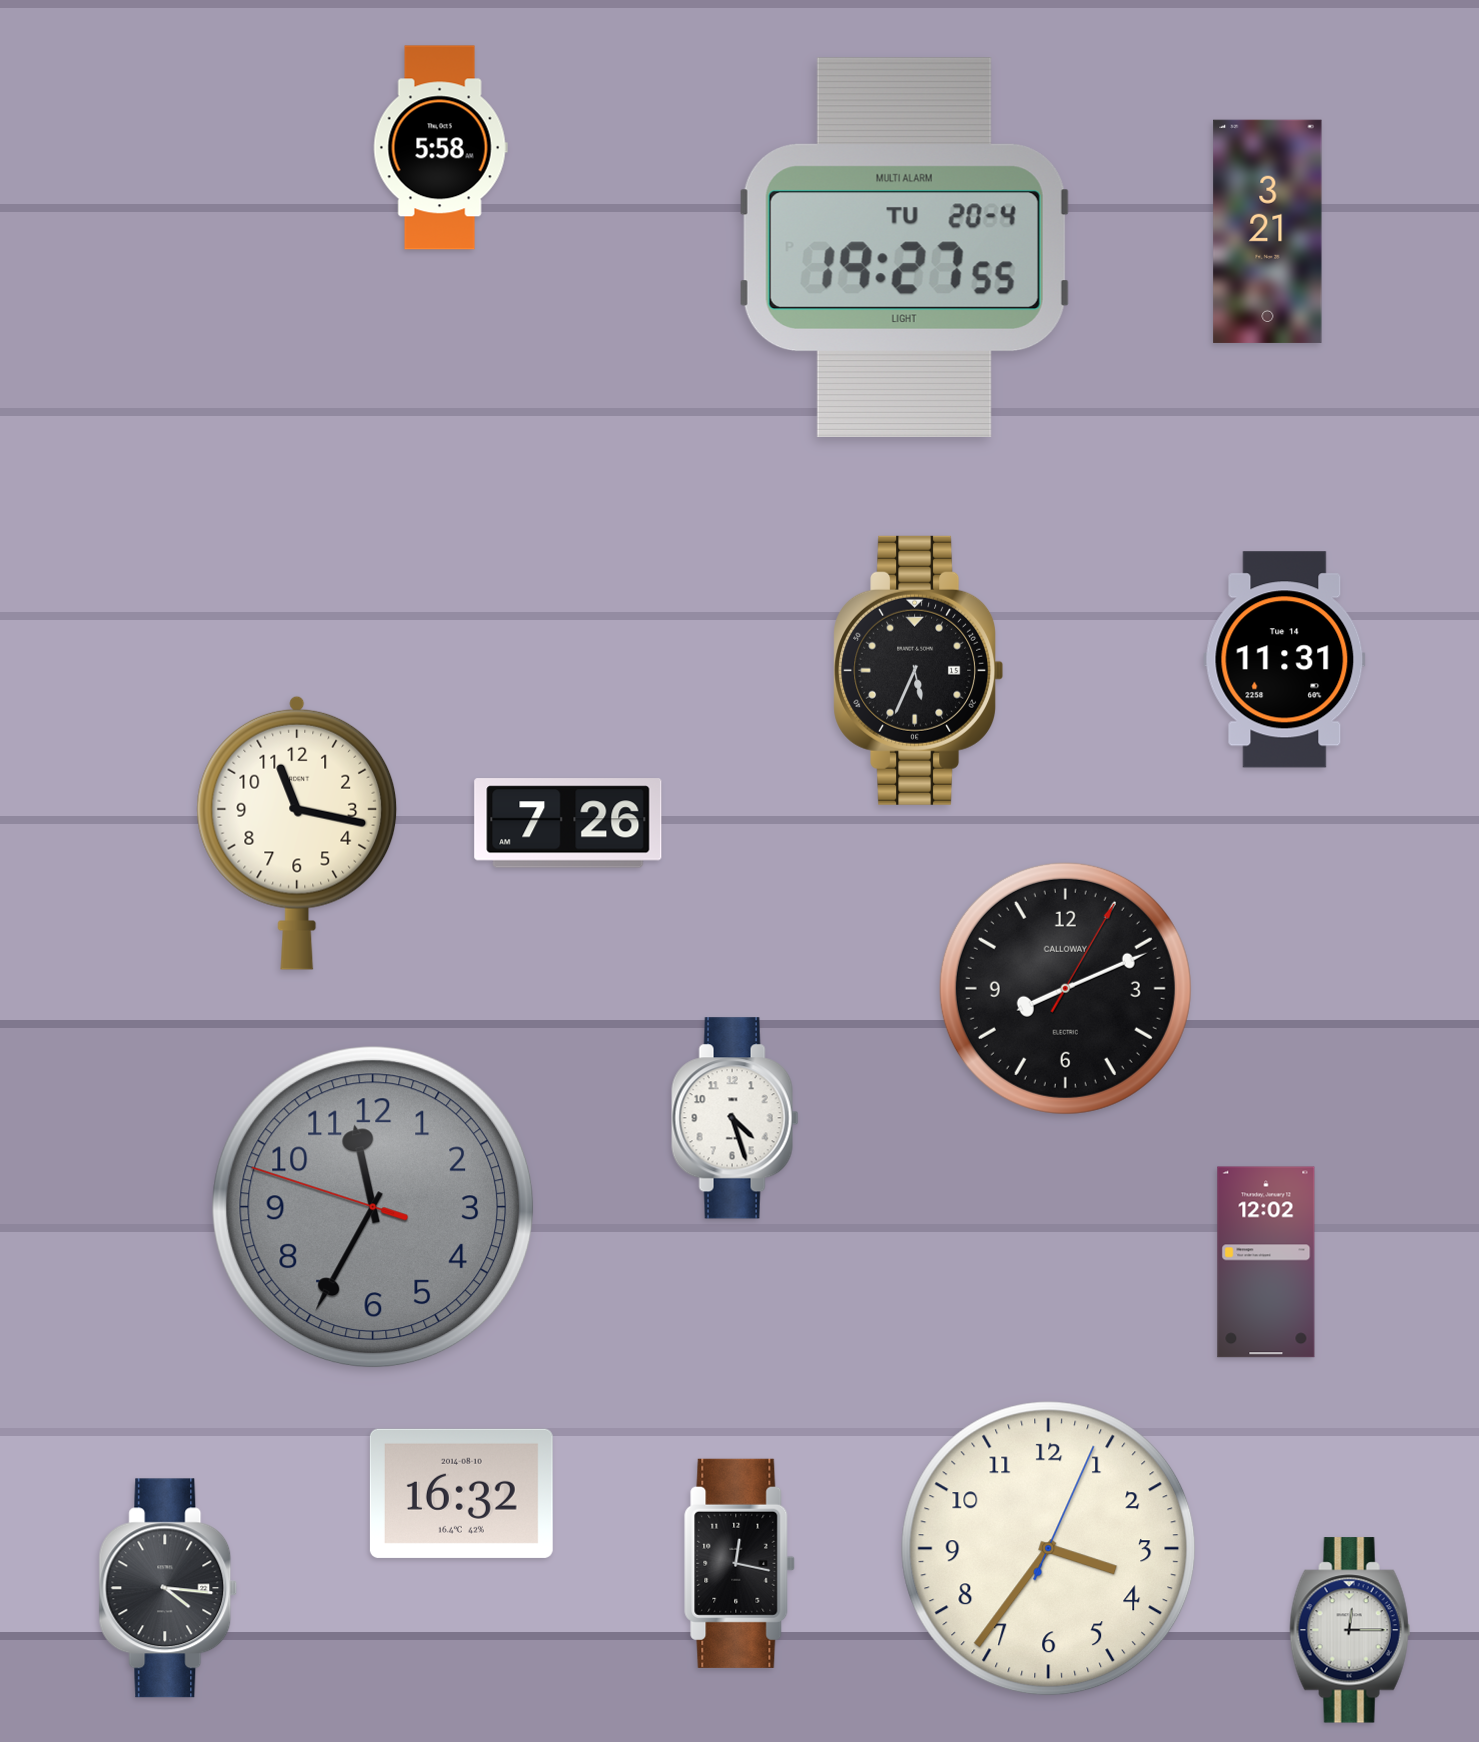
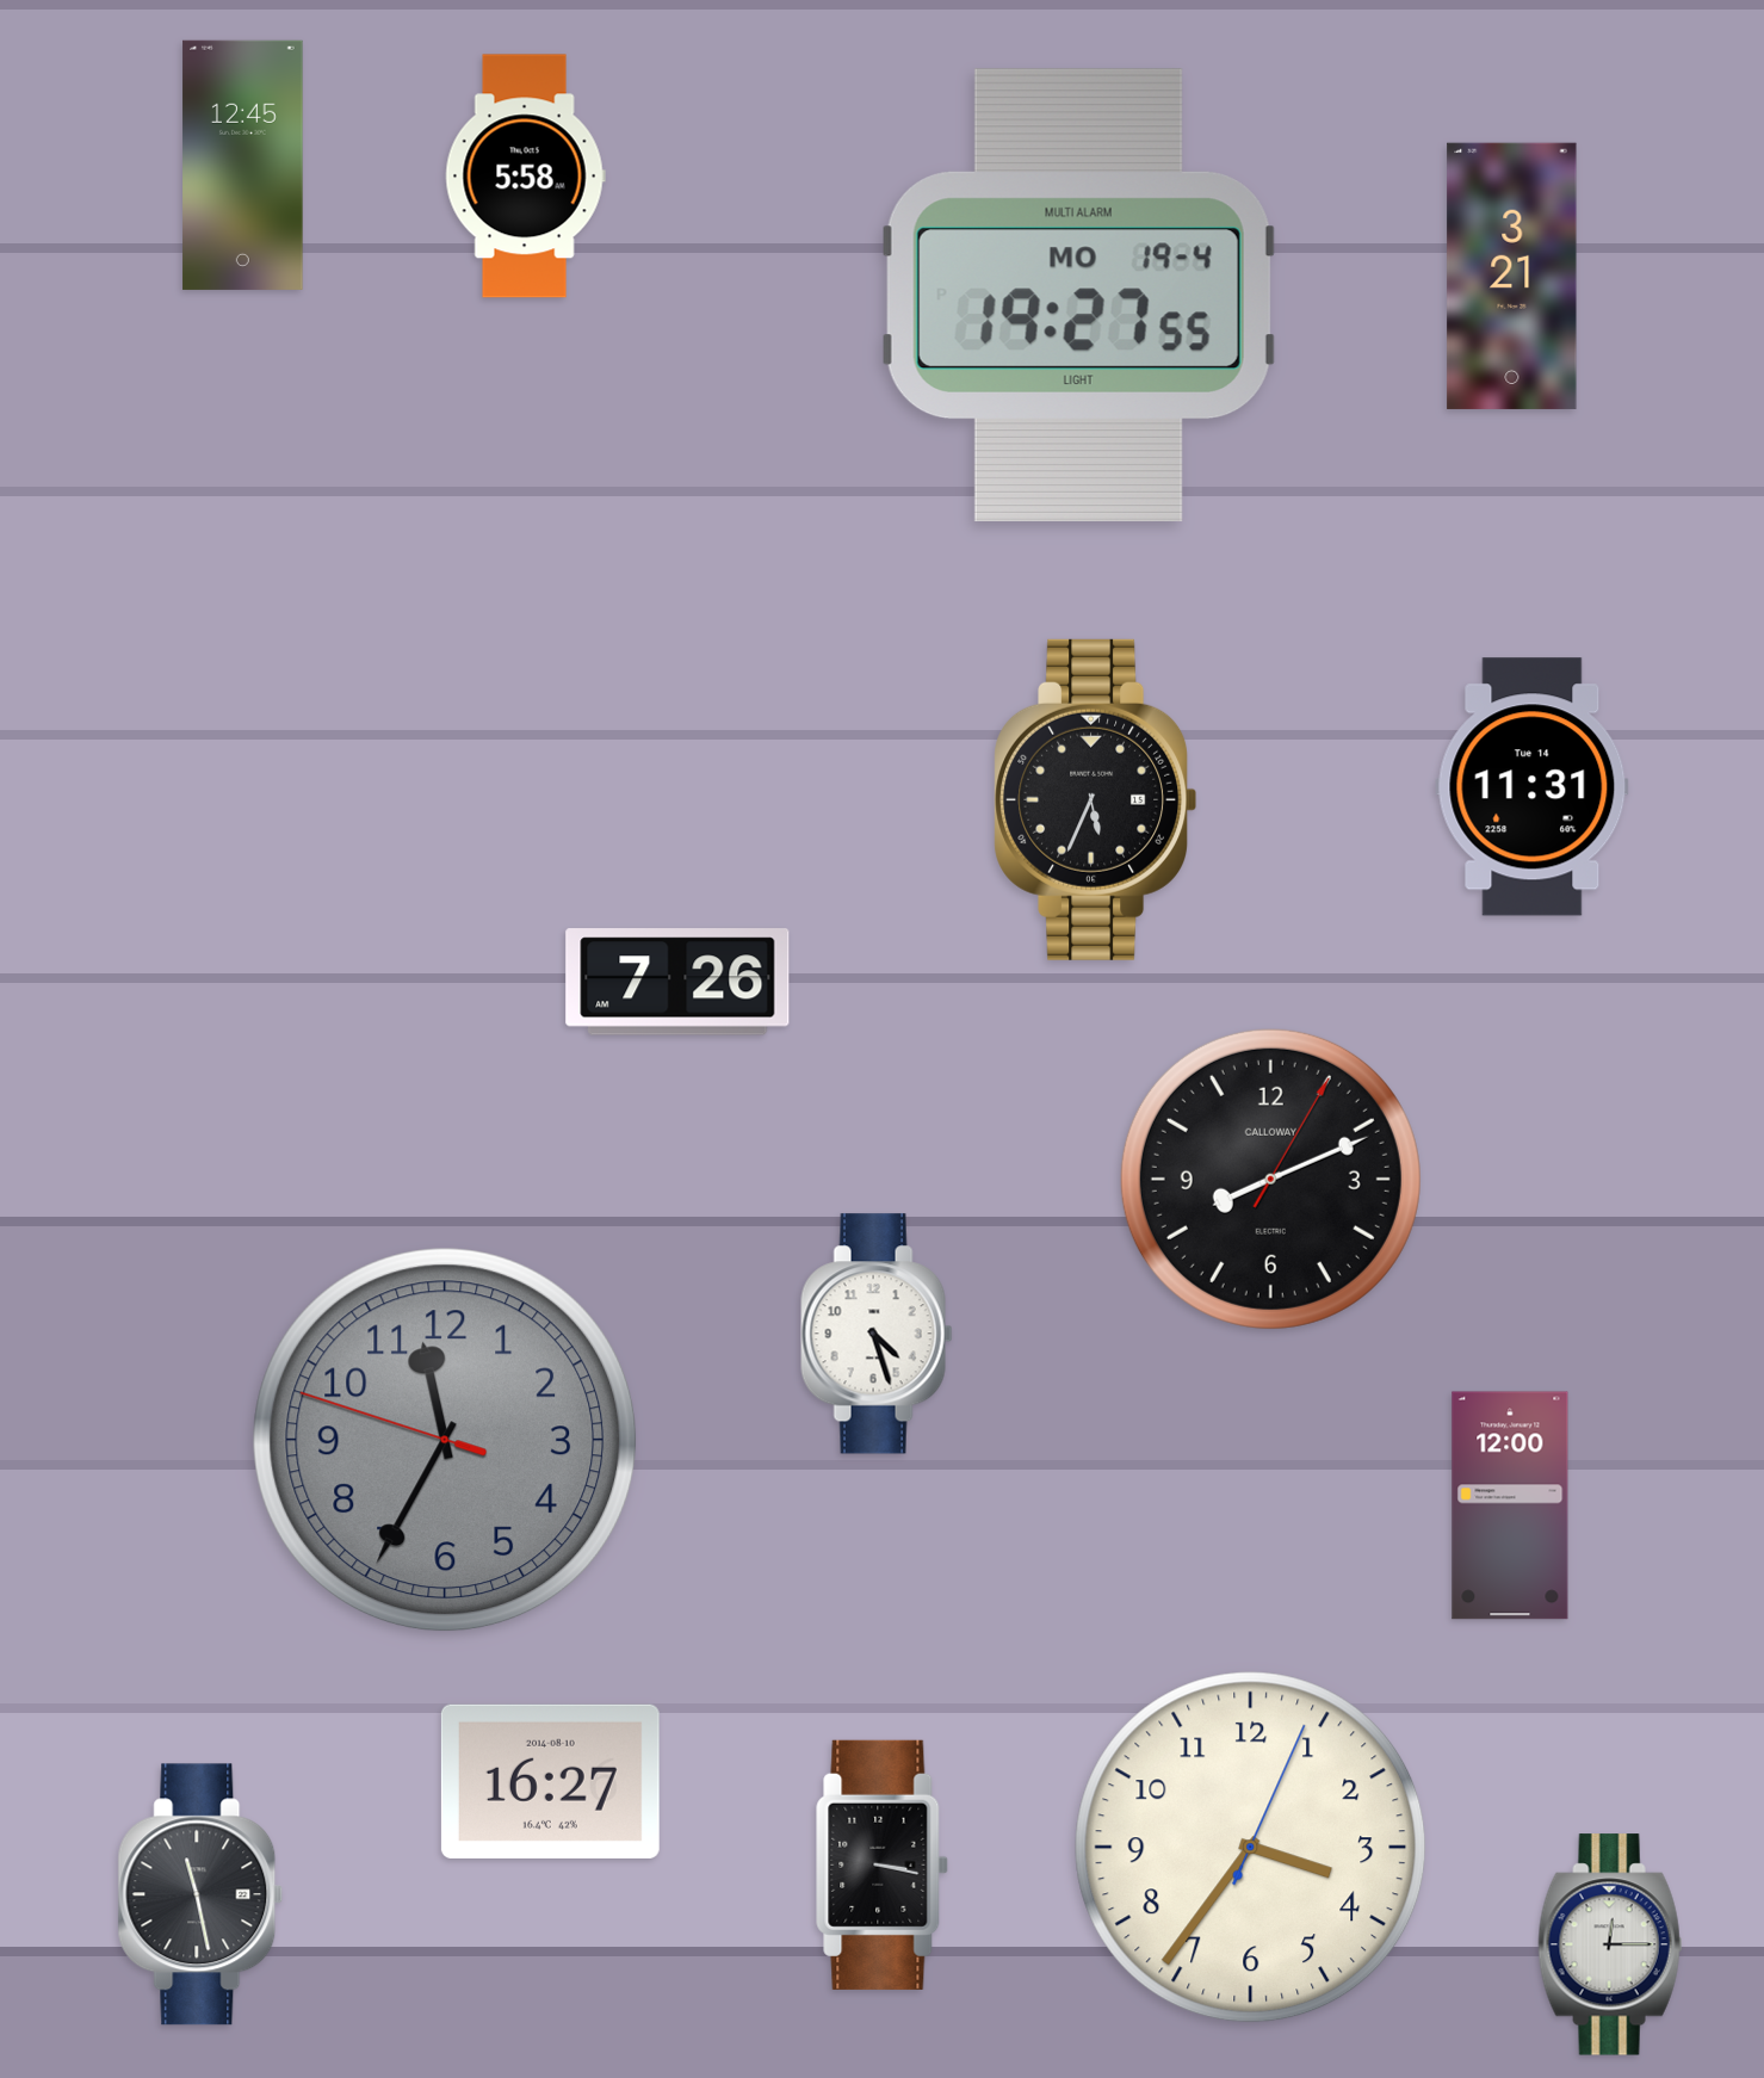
clock at (243, 165): none -> 12:45
clock at (904, 247) date: TU 20-4 -> MO 19-4
clock at (297, 833): 11:17 -> none
clock at (1266, 1262): 12:02 -> 12:00
clock at (461, 1493): 16:32 -> 16:27
clock at (740, 1563): 12:17 -> 3:17
clock at (168, 1588): 4:16 -> 11:28
